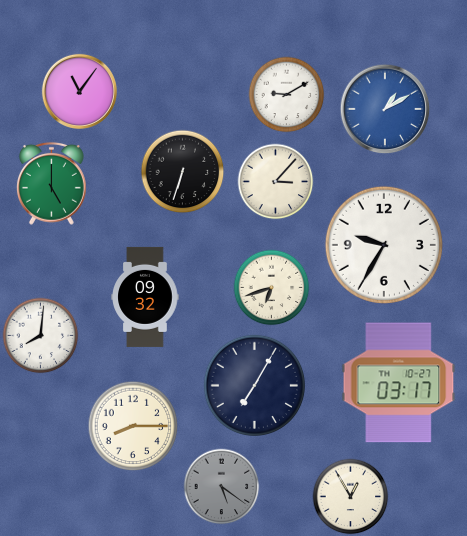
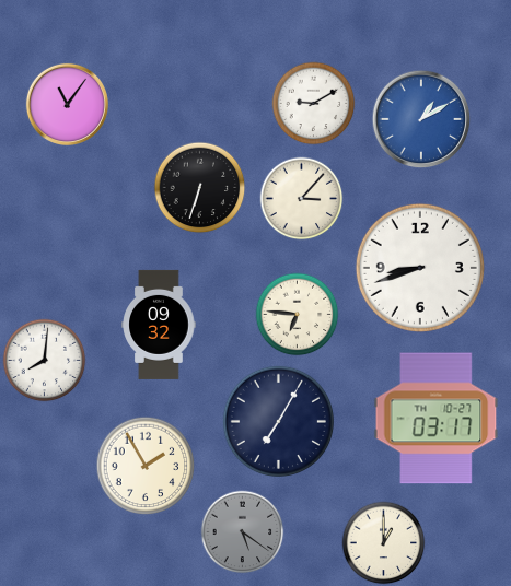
clock at (79, 91) position: (79, 91) -> (67, 104)
clock at (51, 183): 5:00 -> none
clock at (384, 245): 9:35 -> 8:42
clock at (272, 288): 6:42 -> 6:46
clock at (41, 336) position: (41, 336) -> (45, 361)
clock at (133, 426): 8:15 -> 1:55
clock at (351, 497): 12:55 -> 1:00
